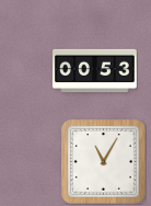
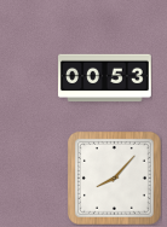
clock at (103, 161): 11:05 -> 8:07
